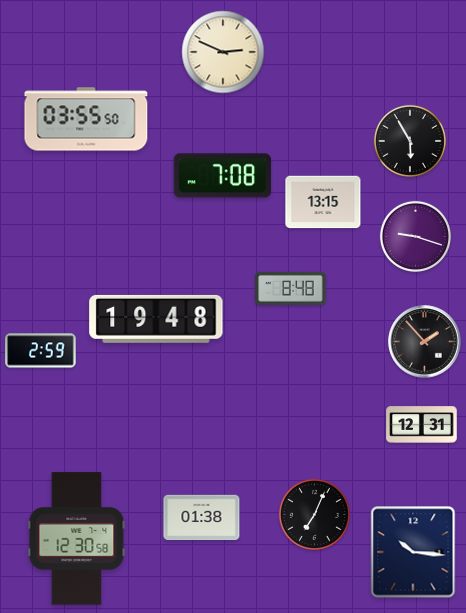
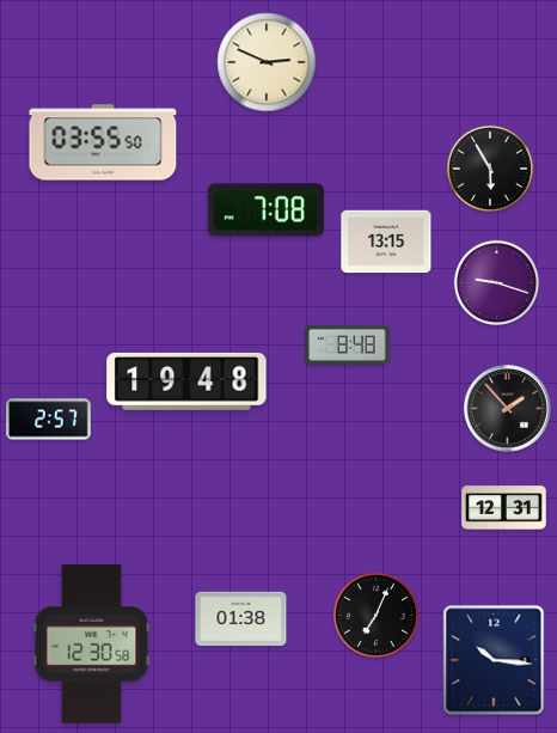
clock at (41, 351): 2:59 -> 2:57
